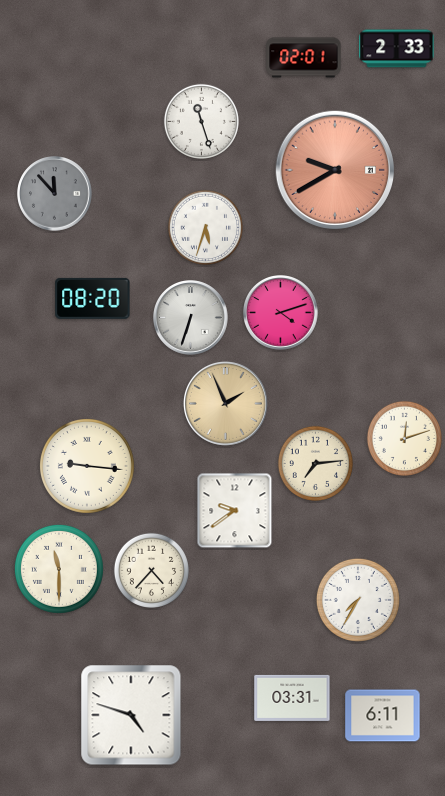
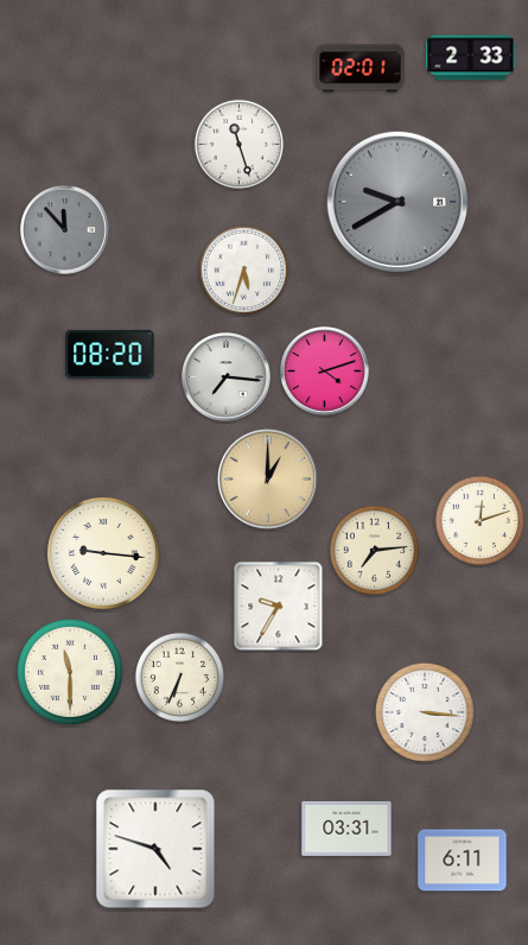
clock at (334, 169) dial: salmon -> grey
clock at (281, 313) position: (281, 313) -> (325, 372)
clock at (191, 318): 6:33 -> 7:16
clock at (225, 403): 1:56 -> 1:00
clock at (235, 511): 9:39 -> 9:35
clock at (59, 569) position: (59, 569) -> (70, 672)
clock at (151, 570): 4:37 -> 6:34
clock at (358, 600): 7:35 -> 3:16
clock at (383, 716) position: (383, 716) -> (463, 861)
